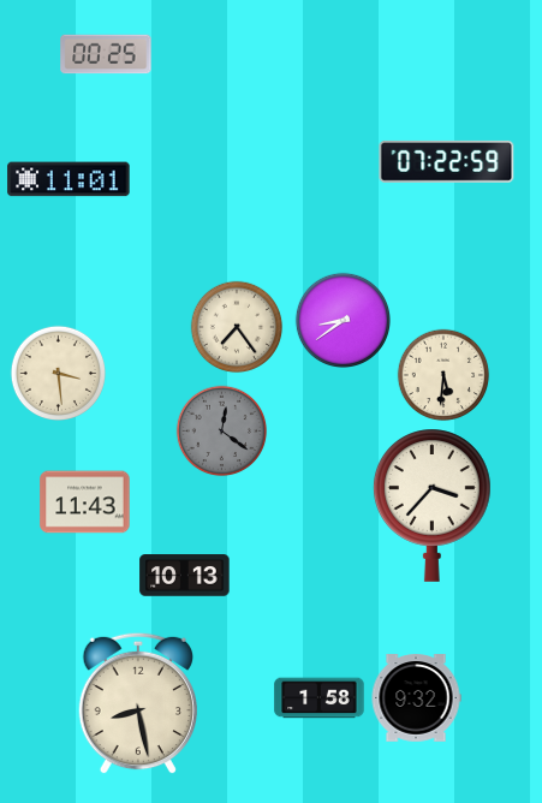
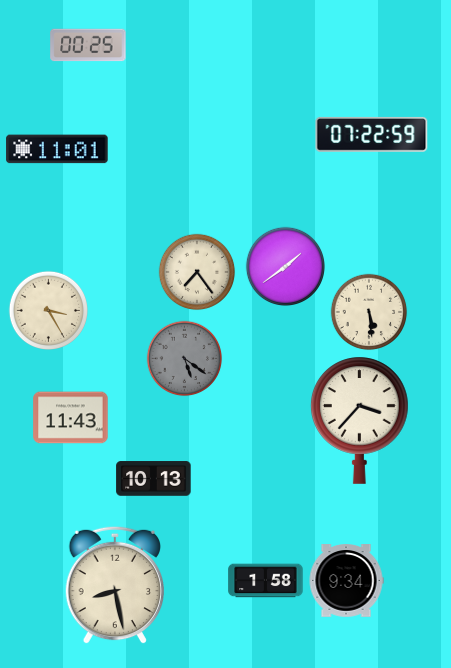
clock at (343, 320): 8:39 -> 1:39
clock at (58, 373): 3:29 -> 3:25
clock at (443, 375): 5:31 -> 5:29
clock at (222, 432): 12:21 -> 5:21
clock at (416, 698): 9:32 -> 9:34
